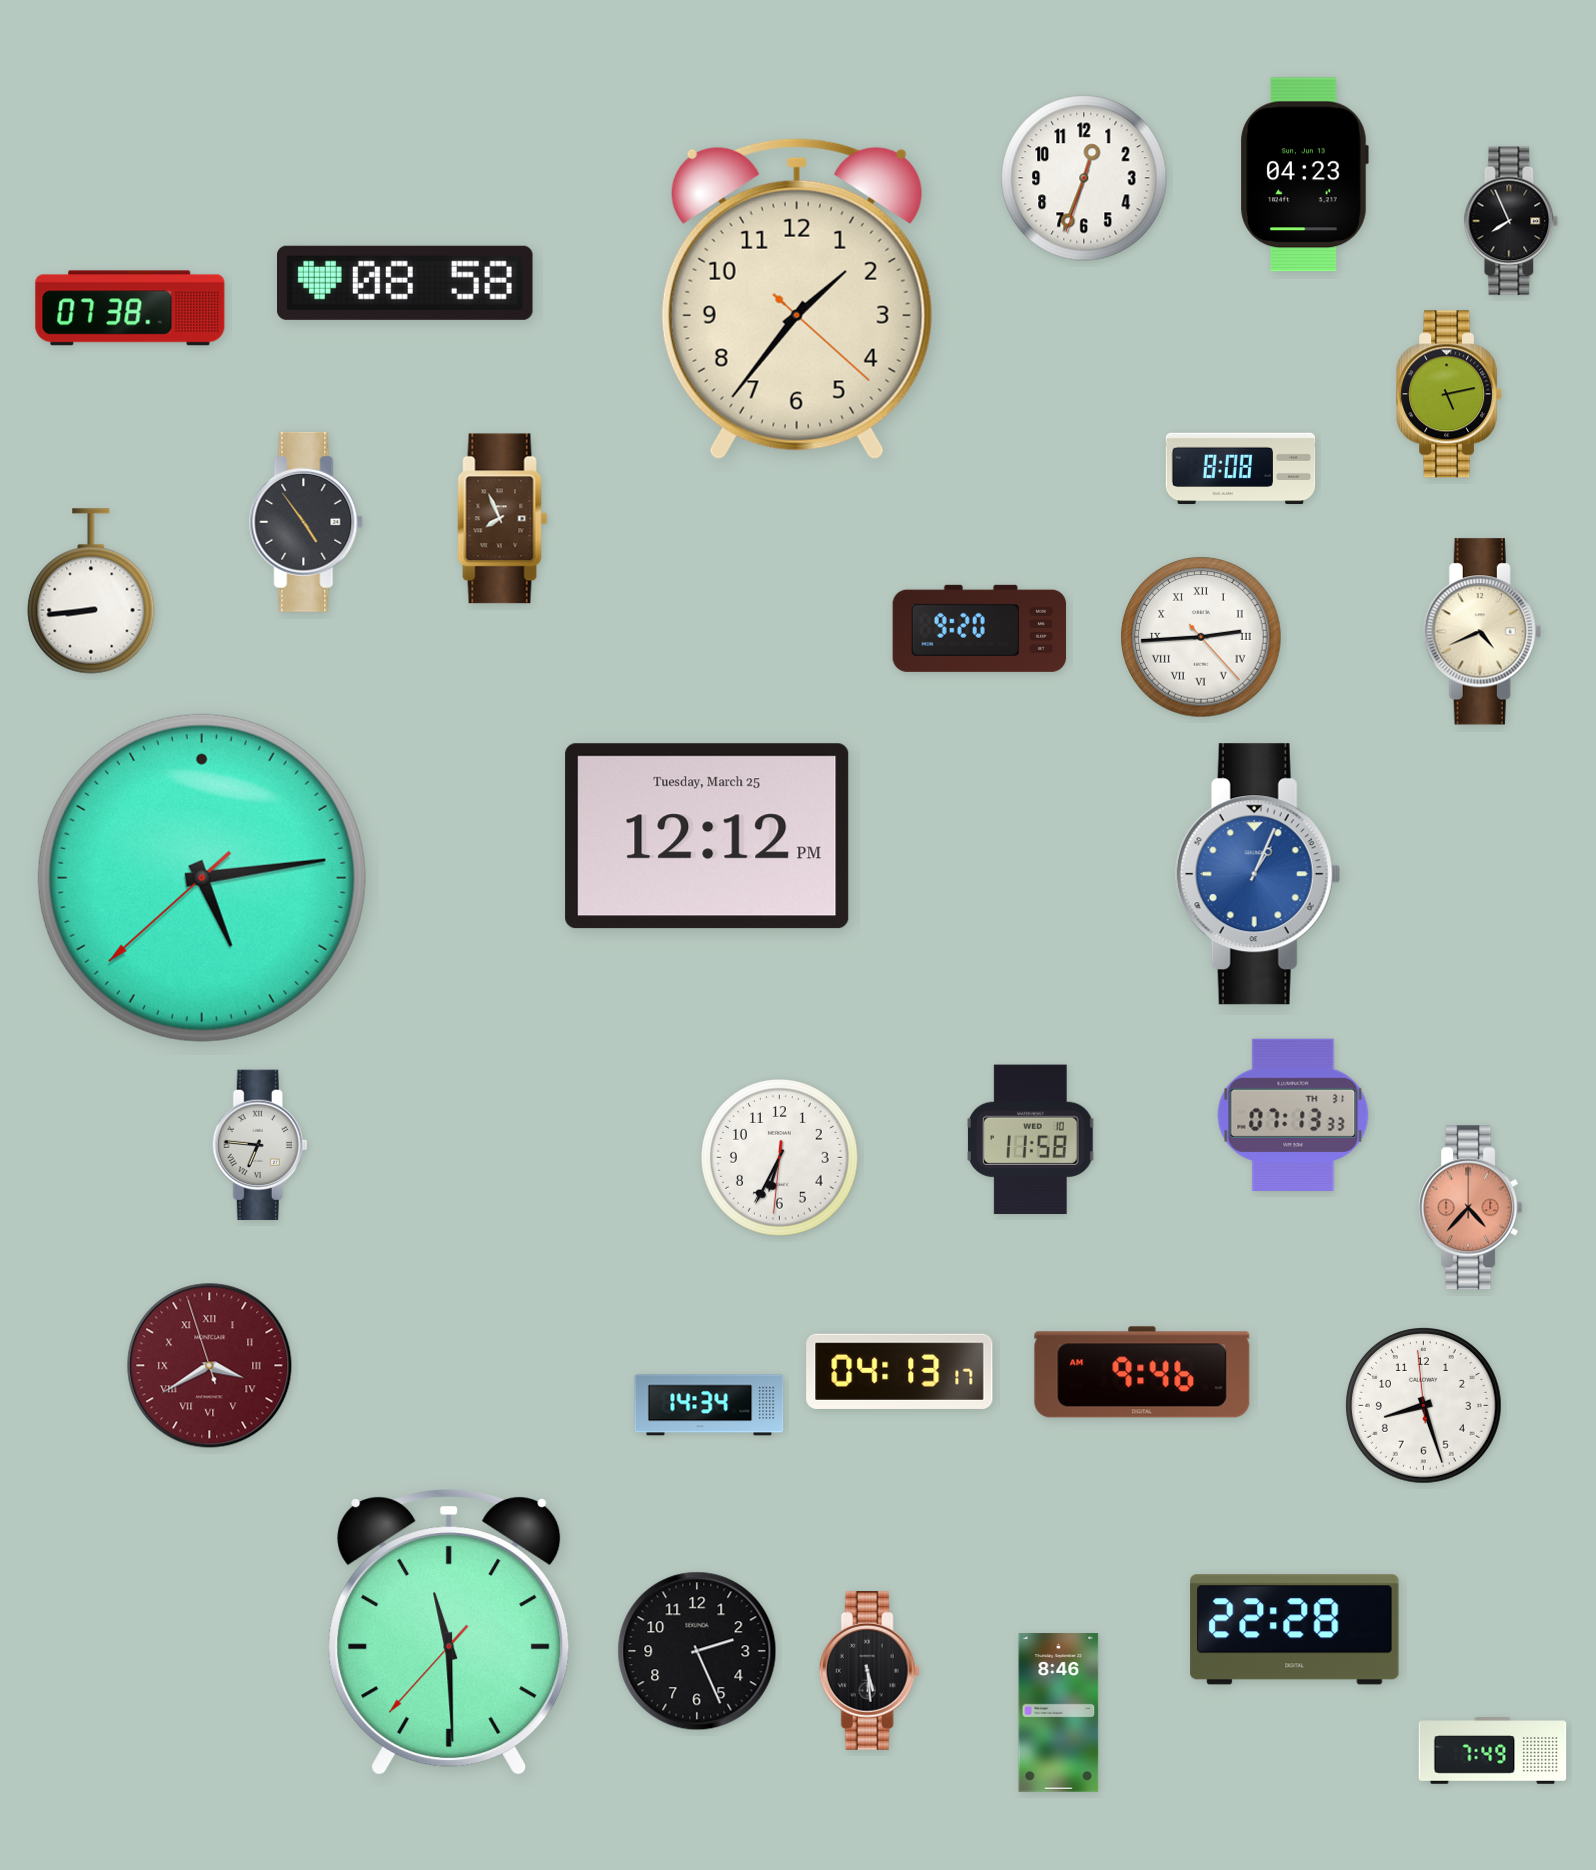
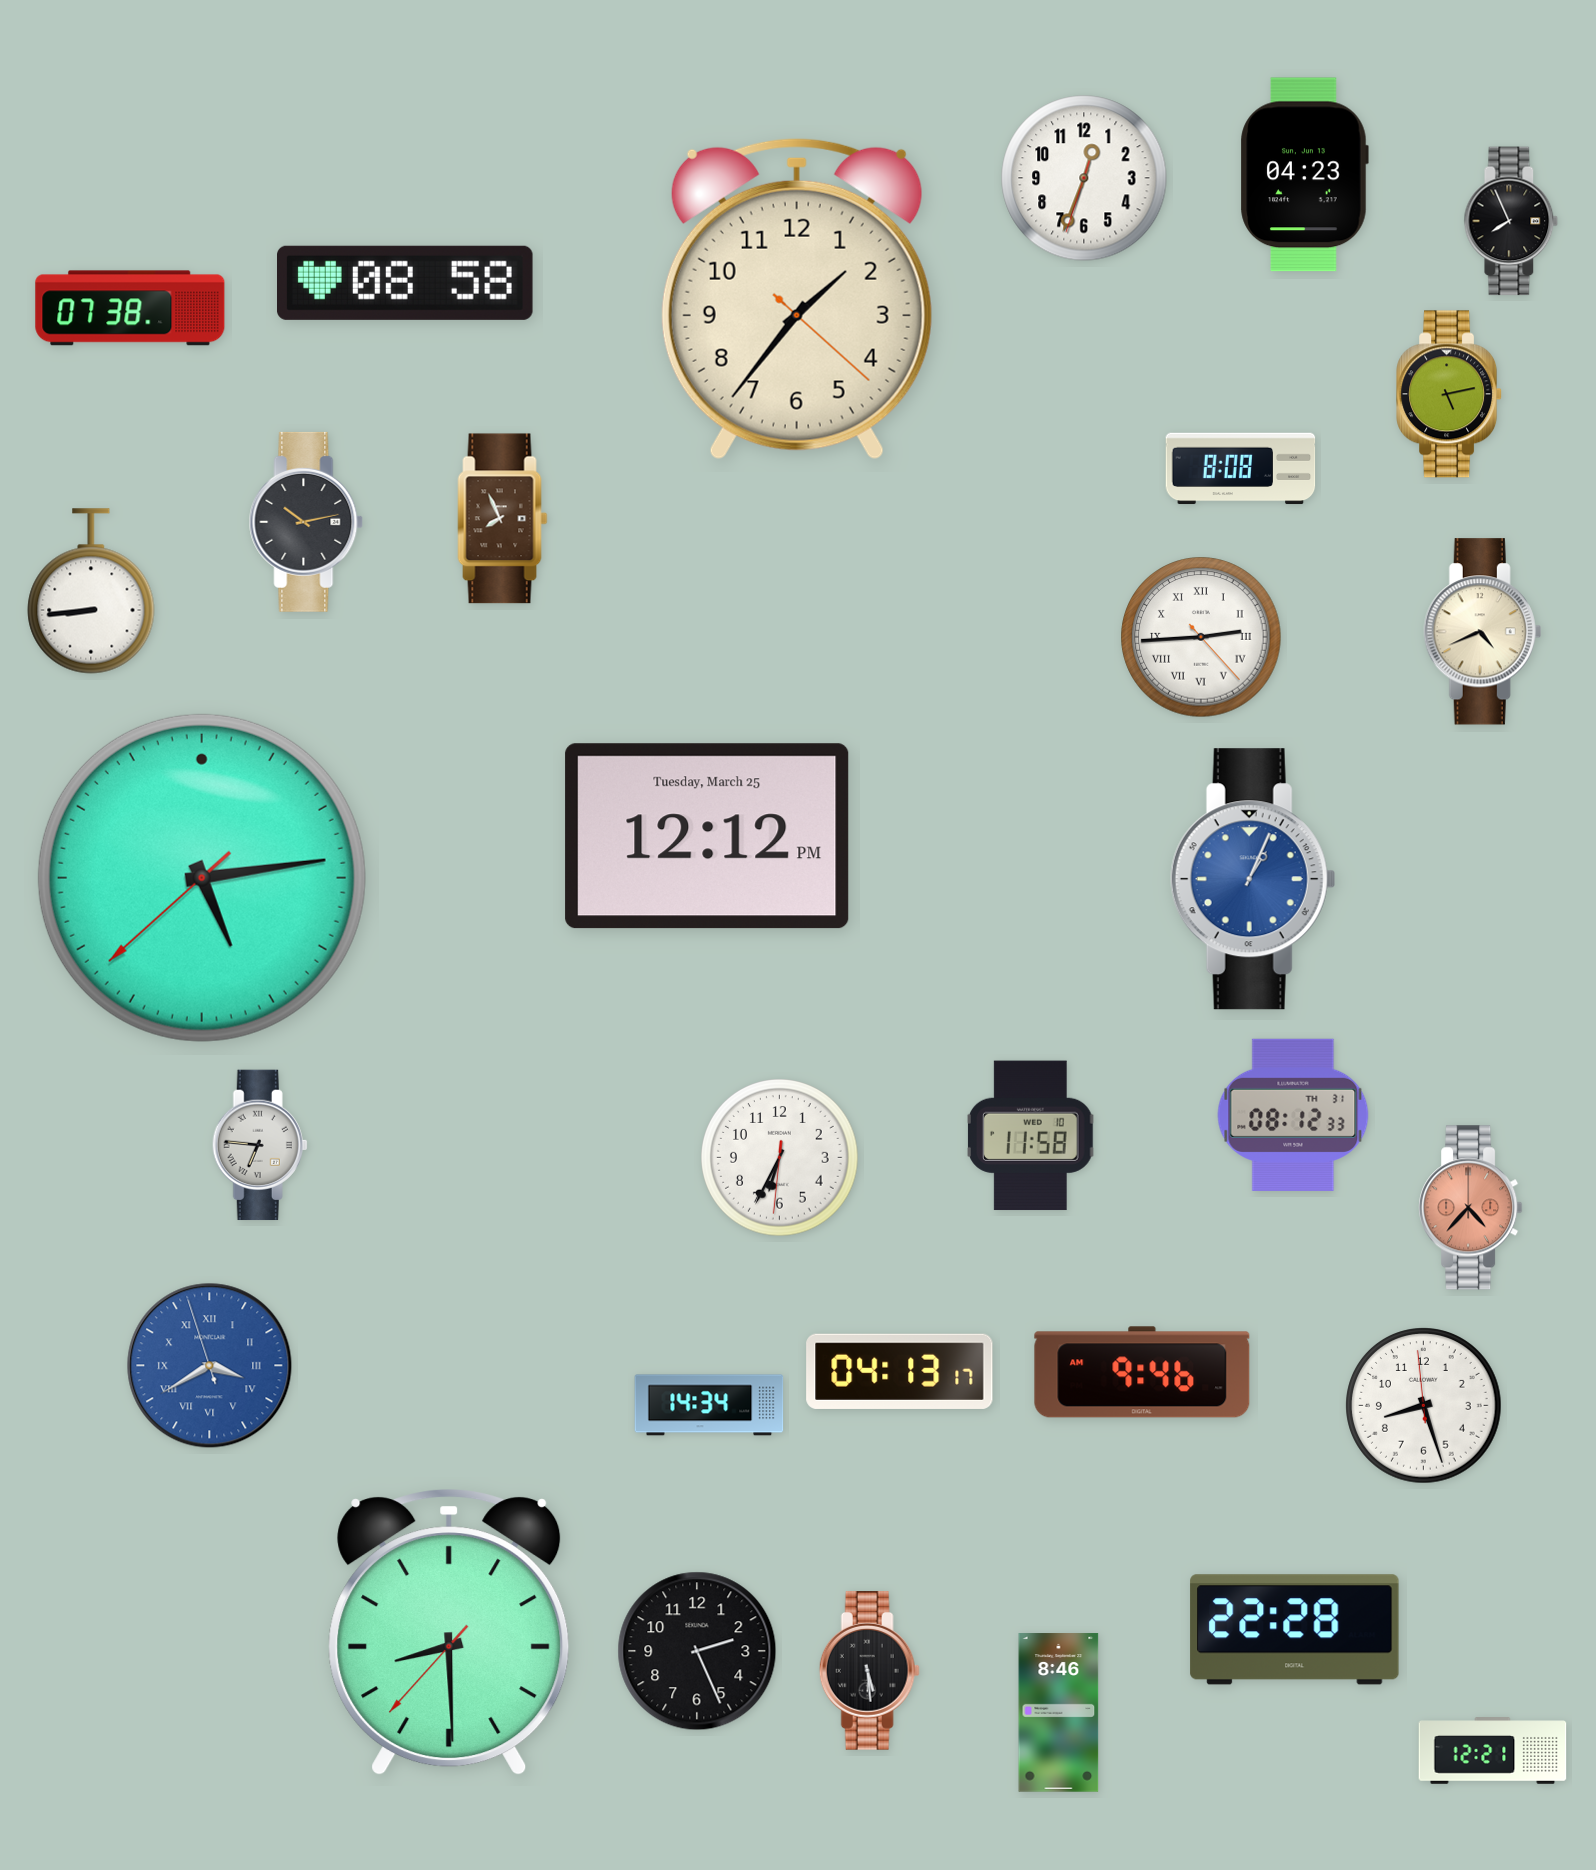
clock at (306, 522): 4:54 -> 10:13
clock at (980, 628): 9:20 -> none
clock at (1258, 874) position: (1258, 874) -> (1253, 879)
clock at (1293, 1115): 07:13 -> 08:12
clock at (1031, 1140) position: (1031, 1140) -> (1031, 1136)
clock at (210, 1366) dial: burgundy -> blue
clock at (449, 1633): 11:29 -> 8:29
clock at (1493, 1751): 7:49 -> 12:21
